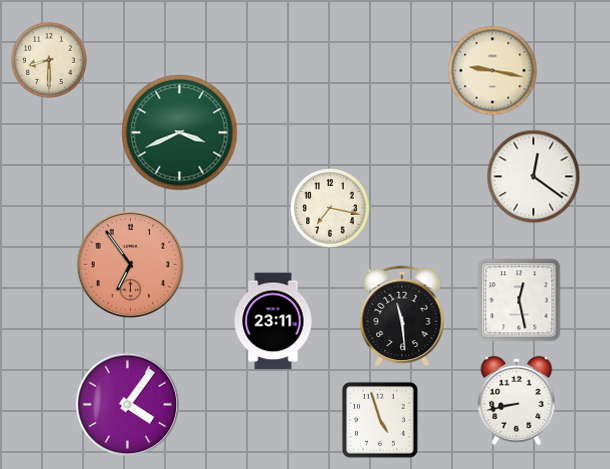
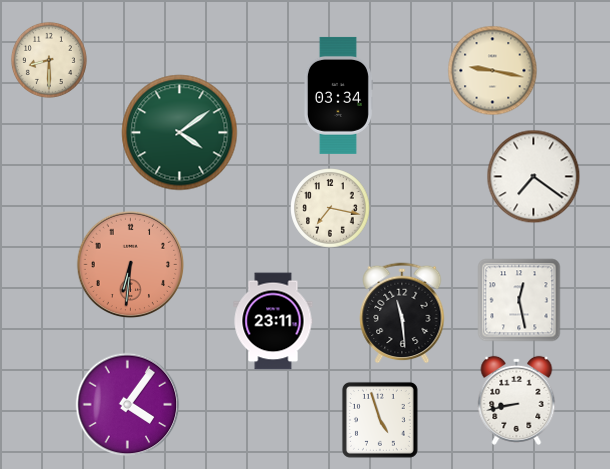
clock at (338, 95): none -> 03:34
clock at (180, 133): 3:41 -> 4:09
clock at (534, 177): 12:21 -> 7:21
clock at (131, 265): 6:54 -> 6:31
clock at (402, 316) position: (402, 316) -> (402, 313)
